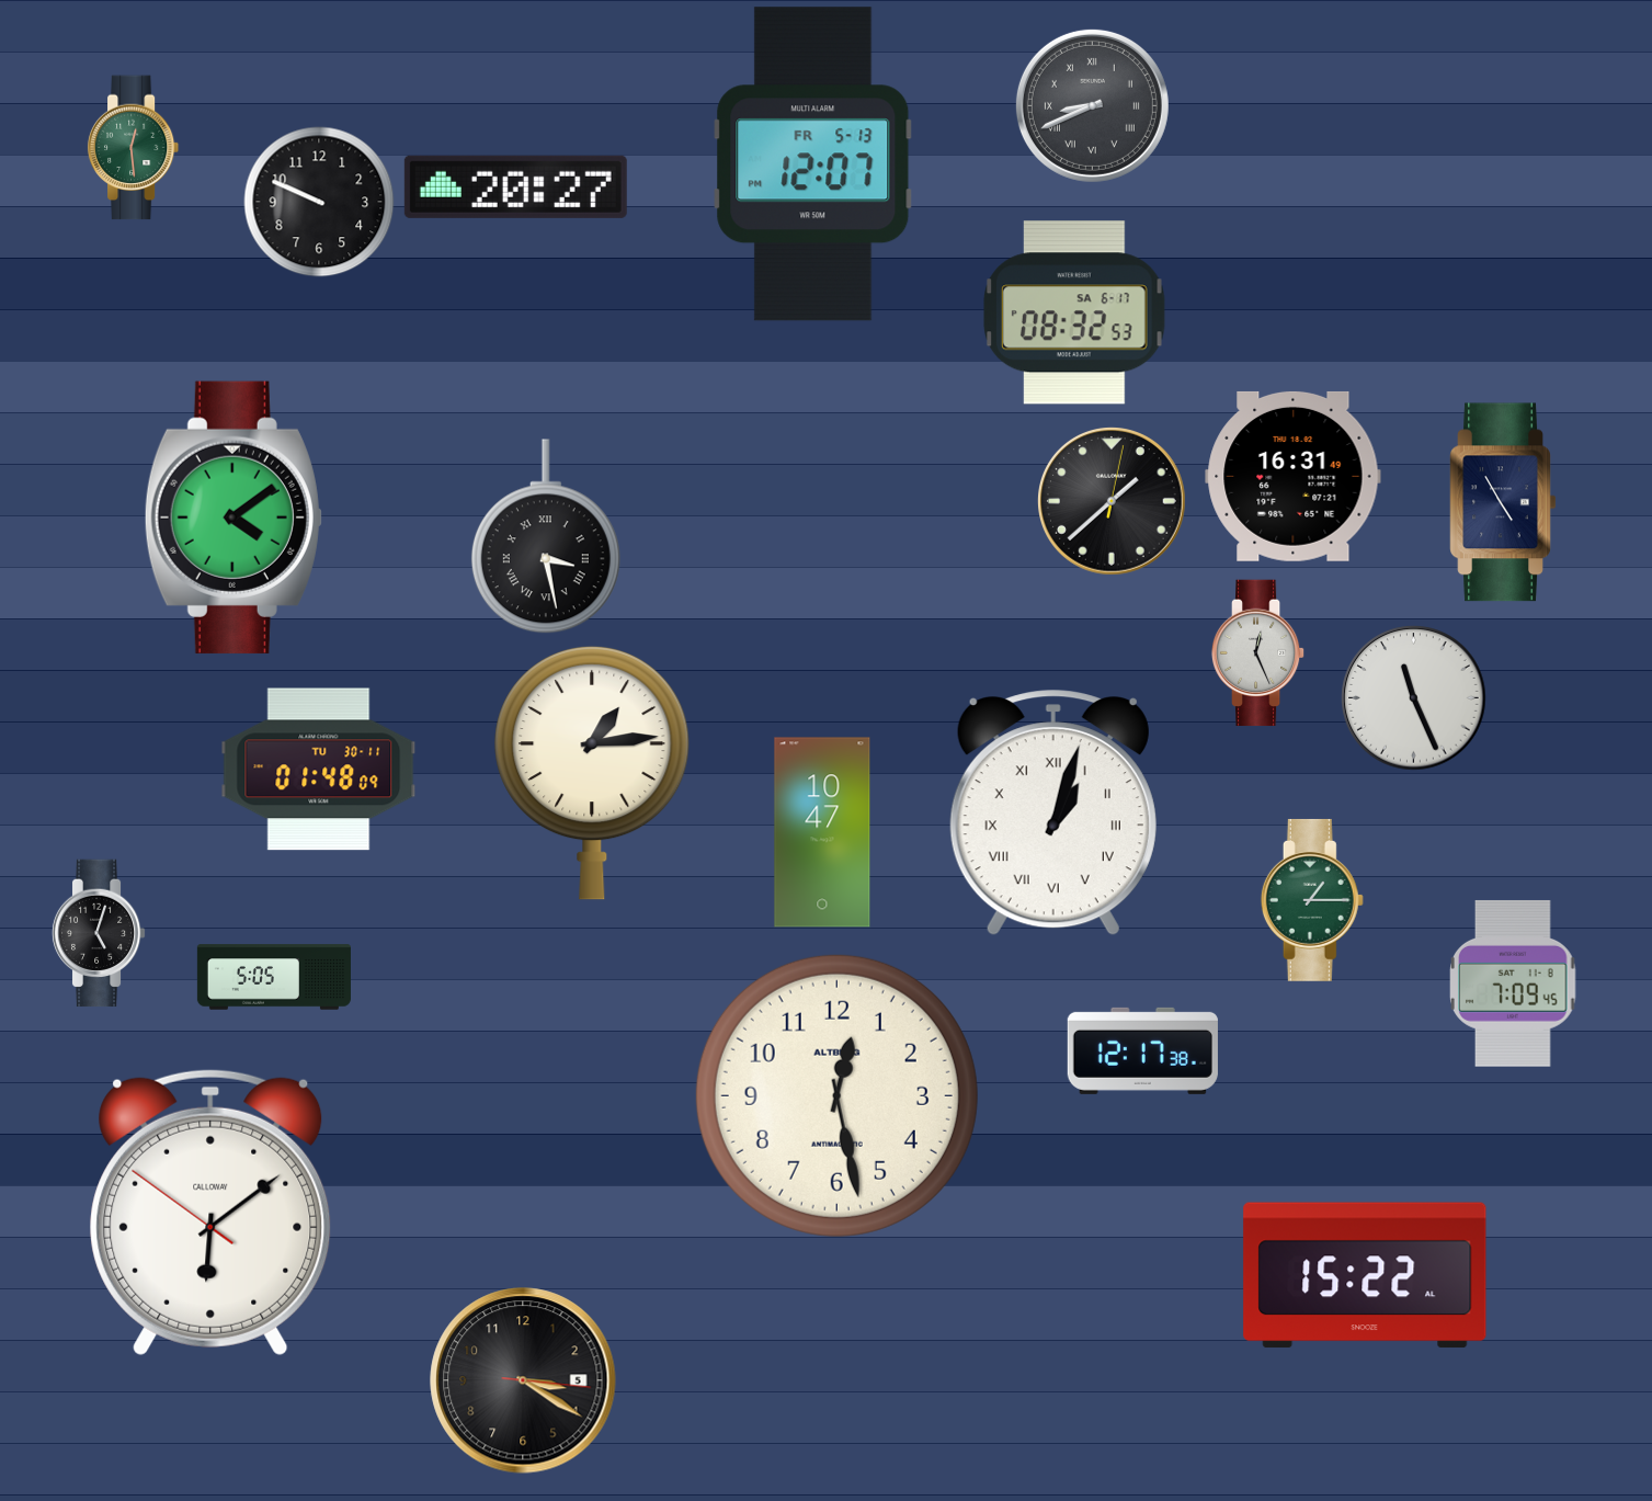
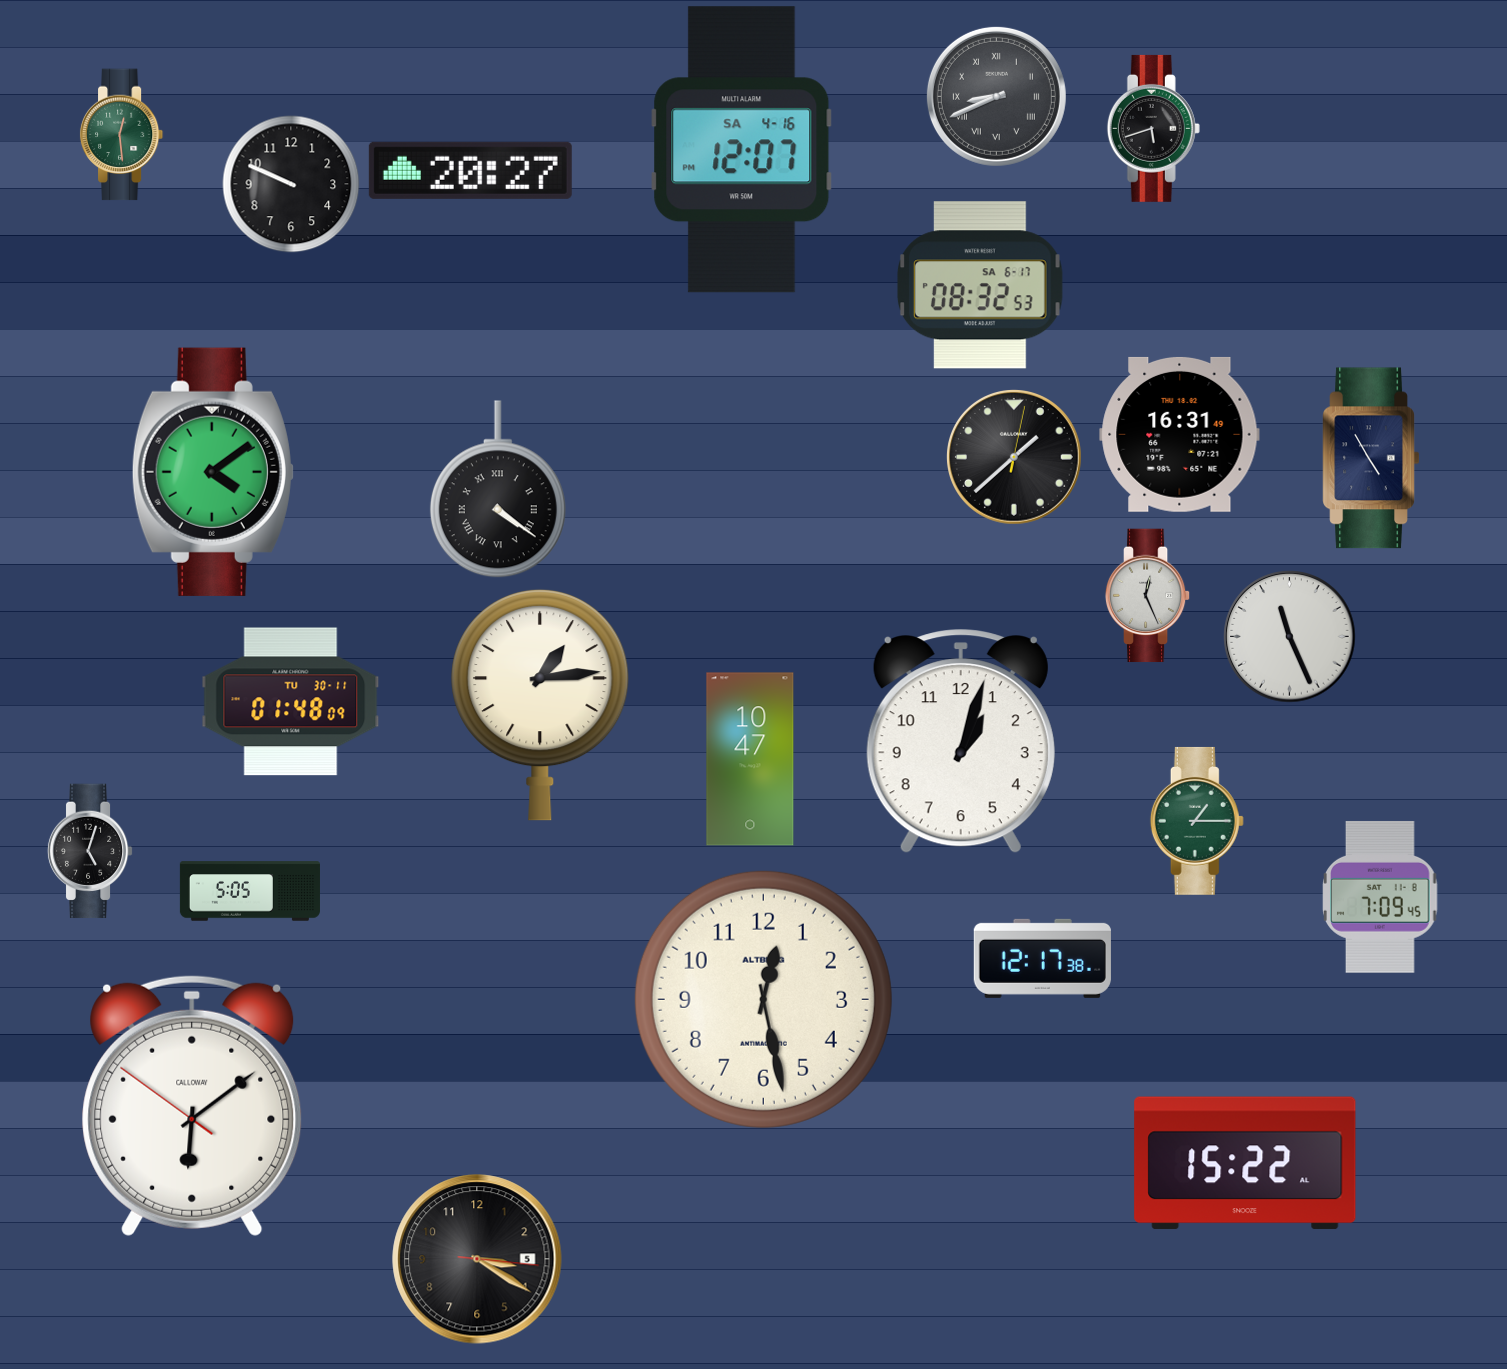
clock at (1153, 128): none -> 5:42
clock at (813, 164) date: FR 5-13 -> SA 4-16
clock at (546, 536): 3:28 -> 4:21
clock at (1053, 814) numerals: Roman -> Arabic
